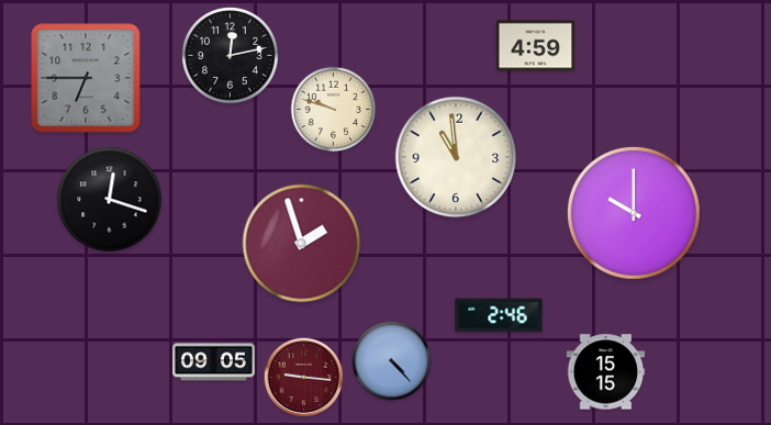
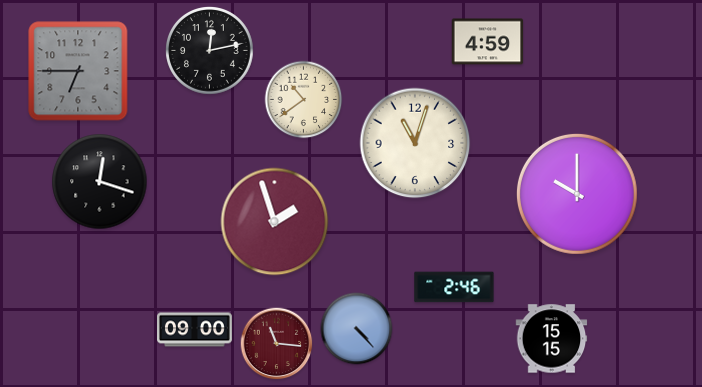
clock at (334, 110): 9:48 -> 10:39
clock at (456, 157): 10:59 -> 11:03
clock at (214, 362): 09:05 -> 09:00
clock at (304, 378): 9:16 -> 11:16
